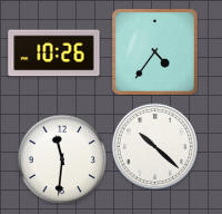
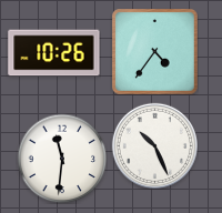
clock at (154, 146): 10:22 -> 10:26
